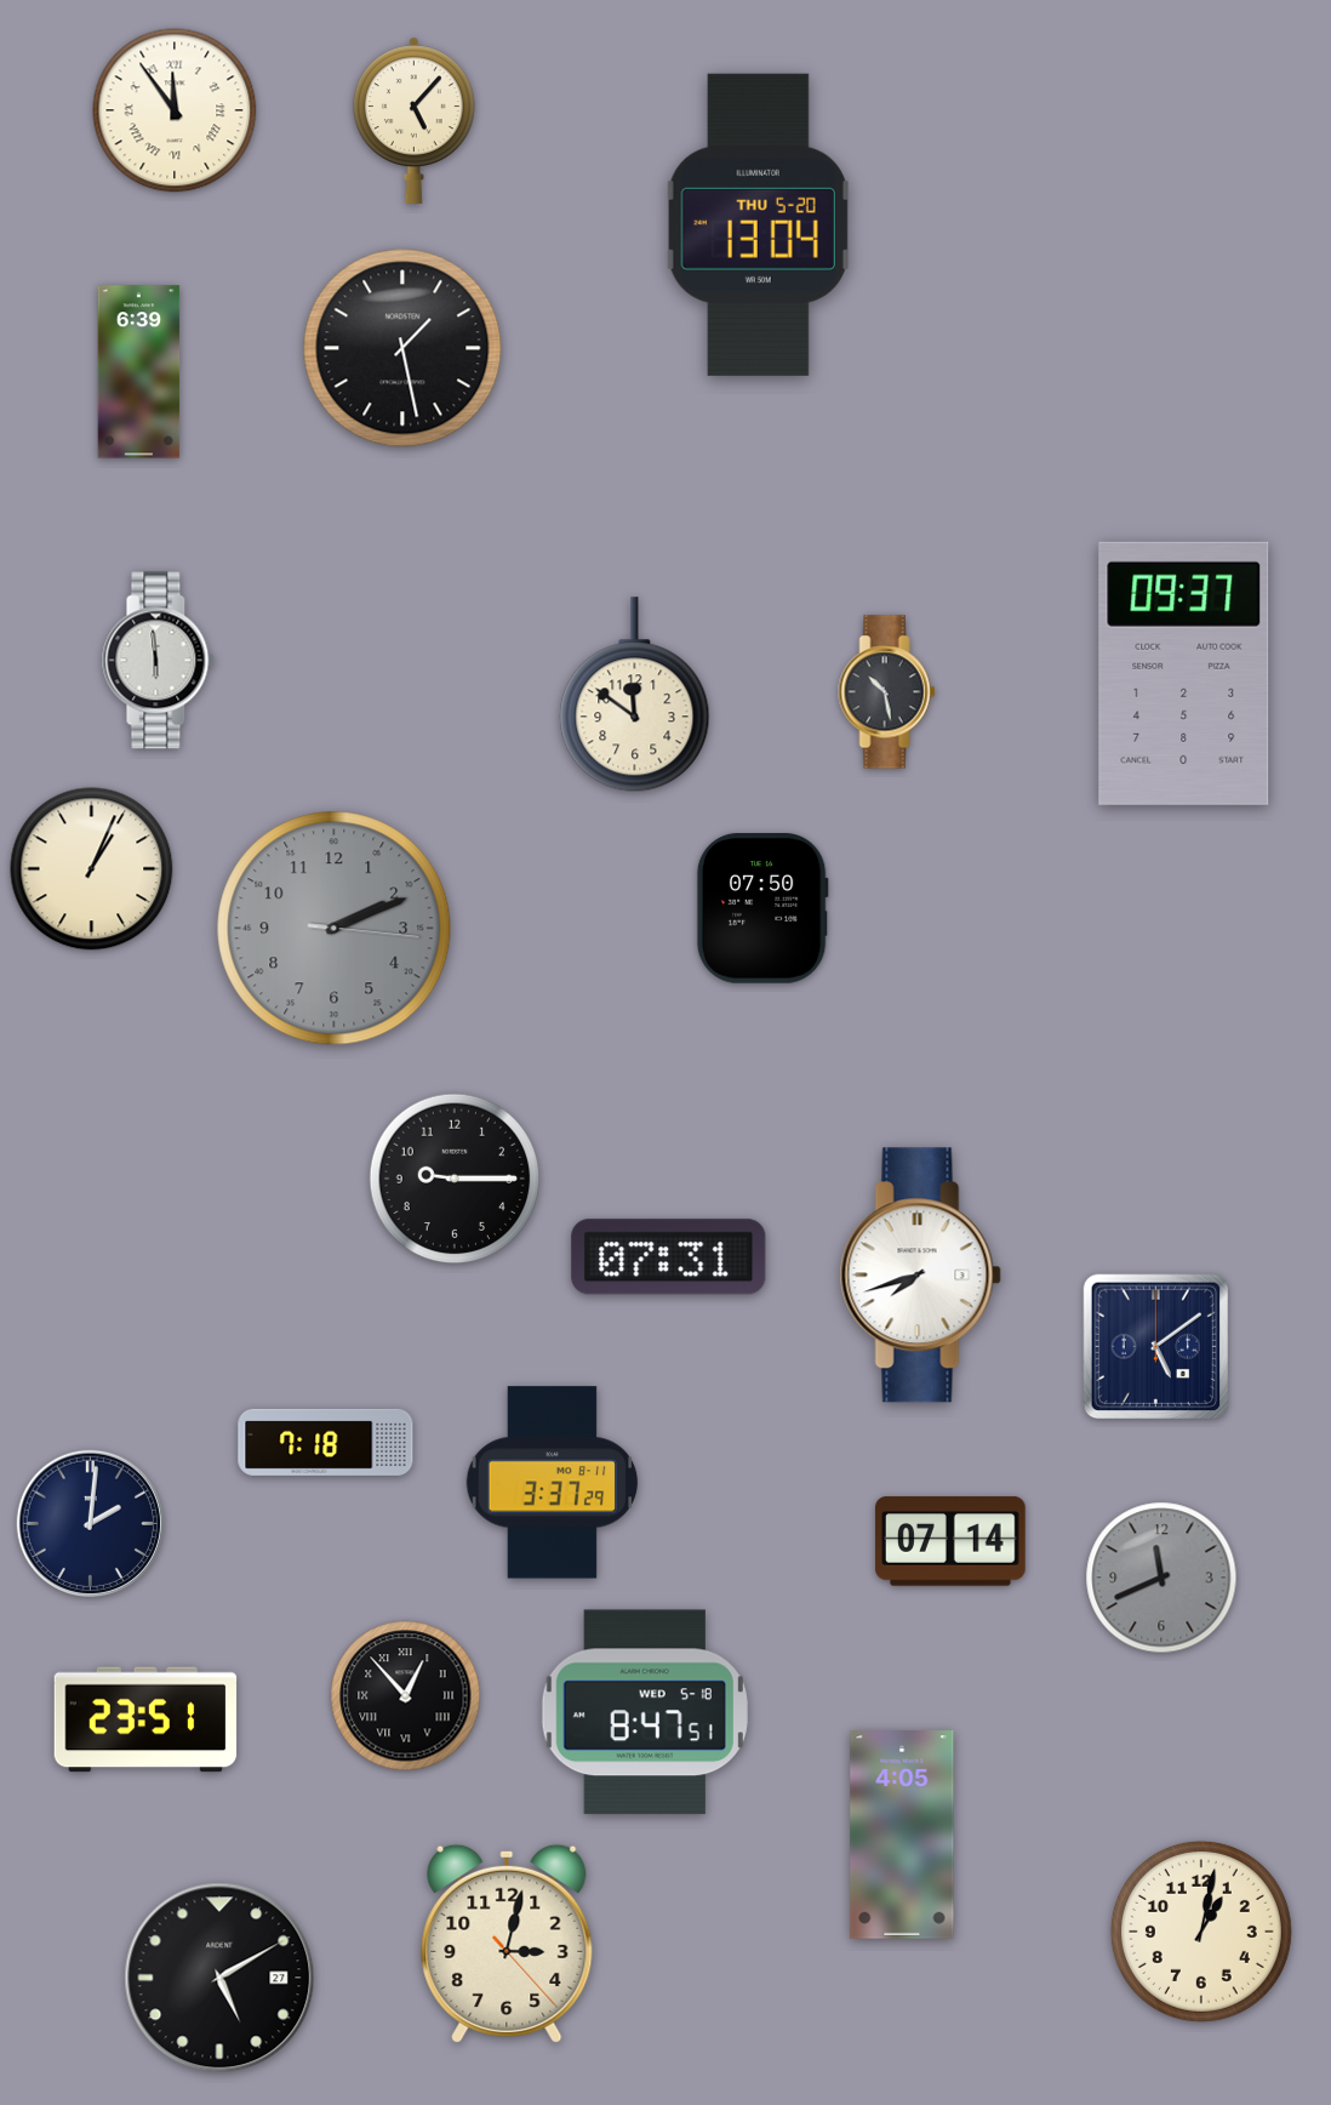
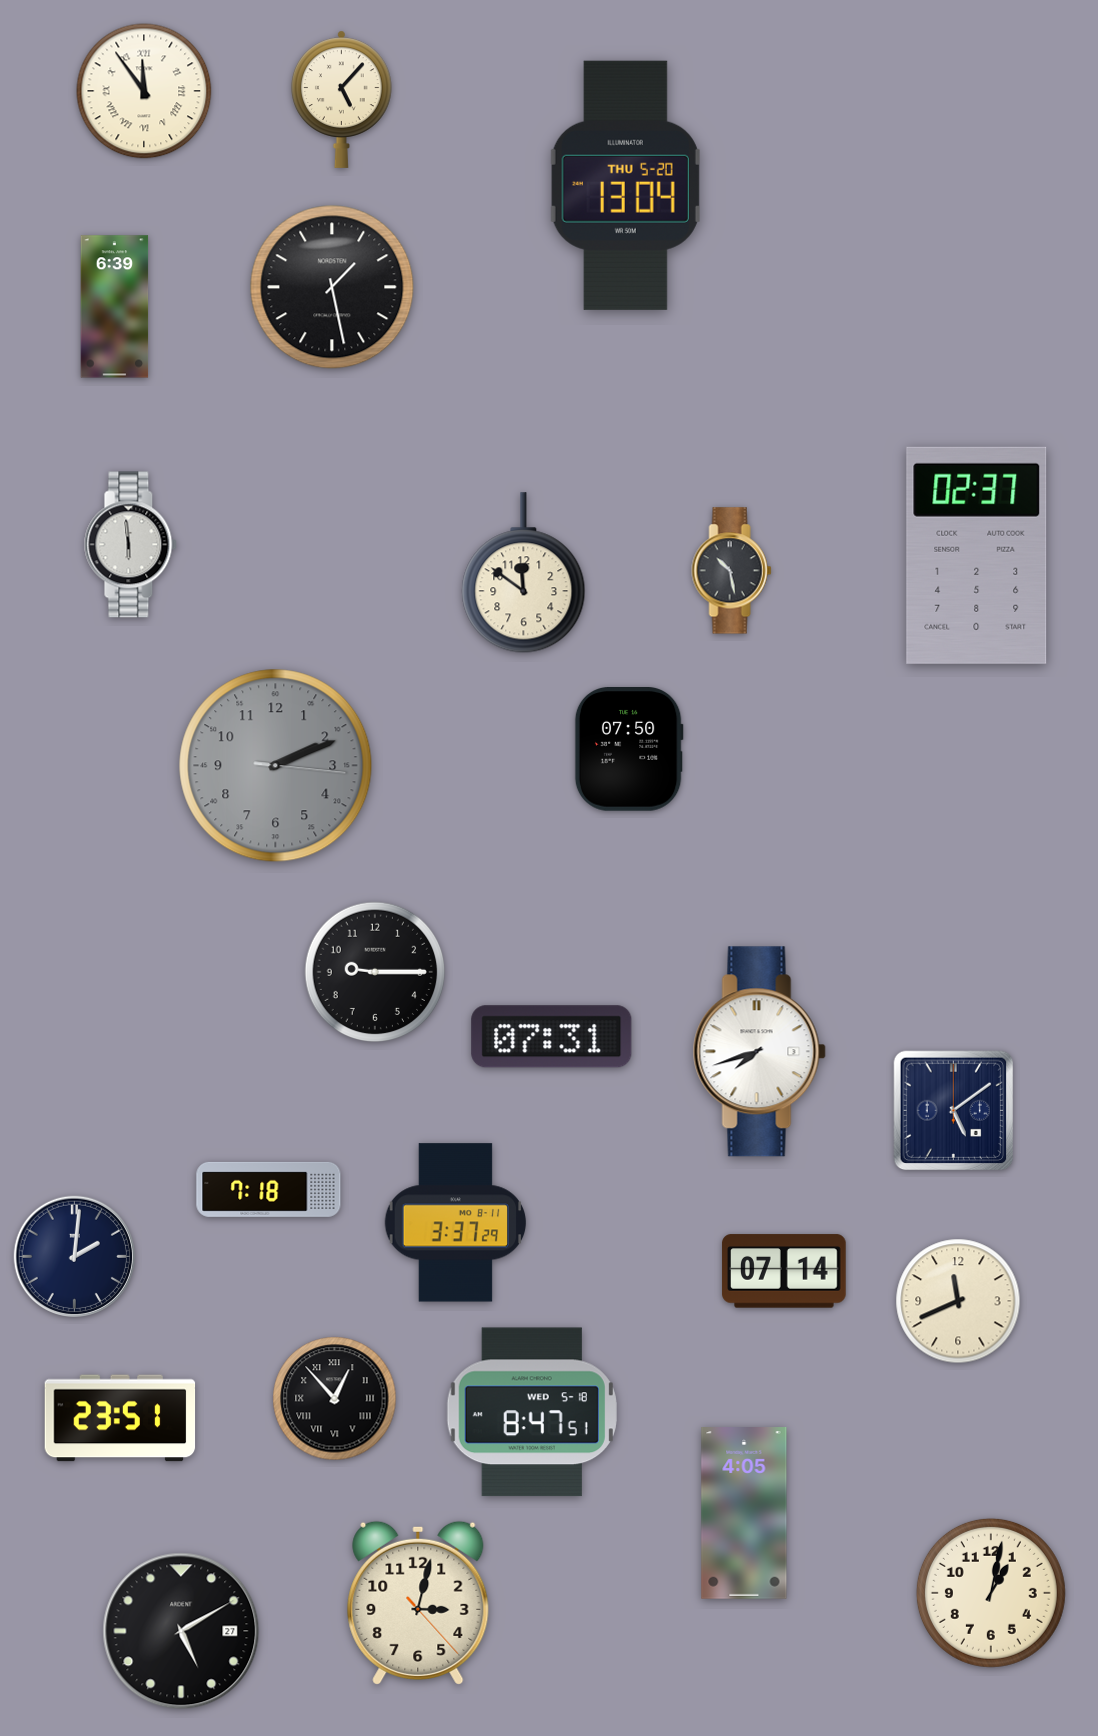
clock at (1184, 673): 09:37 -> 02:37
clock at (92, 869): 1:04 -> none
clock at (1161, 1578) dial: grey -> cream
